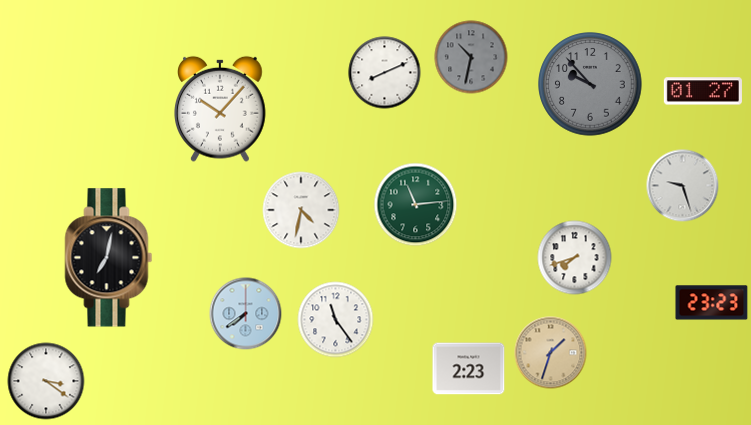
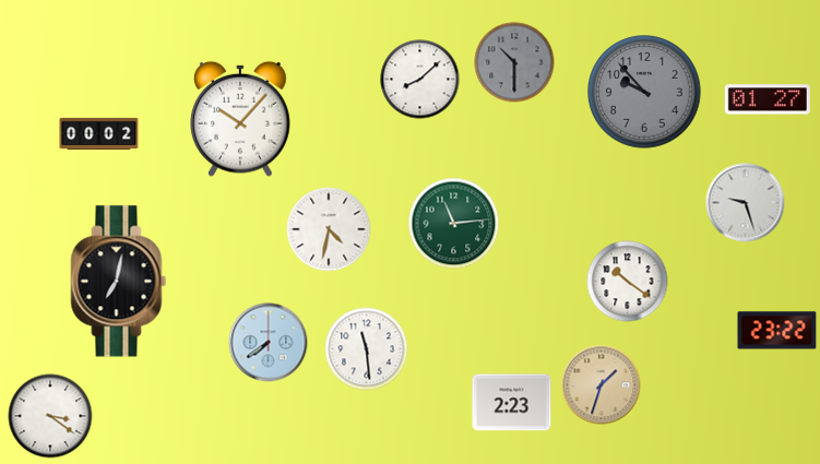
clock at (471, 57): 10:32 -> 10:30
clock at (385, 73): 8:11 -> 8:08
clock at (99, 133): none -> 00:02
clock at (575, 258): 7:42 -> 10:21
clock at (712, 303): 23:23 -> 23:22
clock at (336, 320): 11:24 -> 11:29
